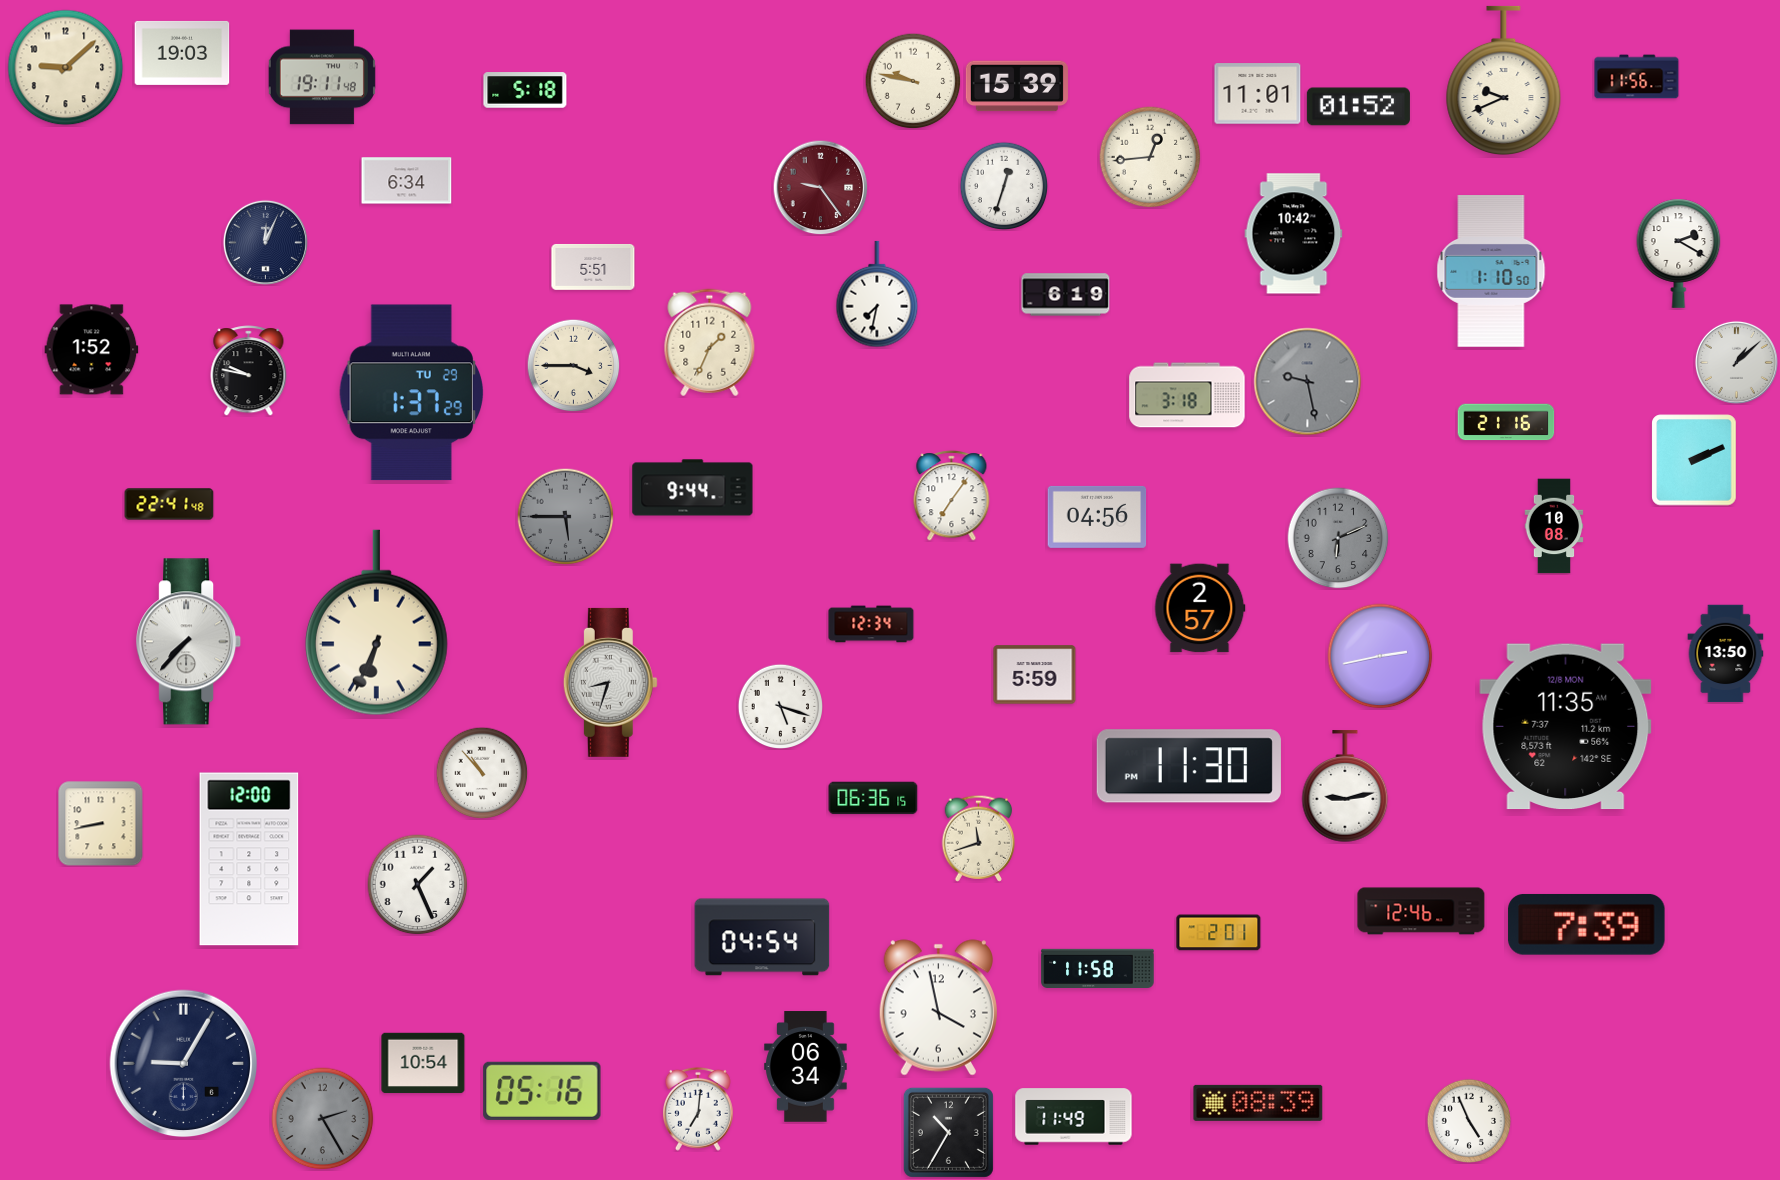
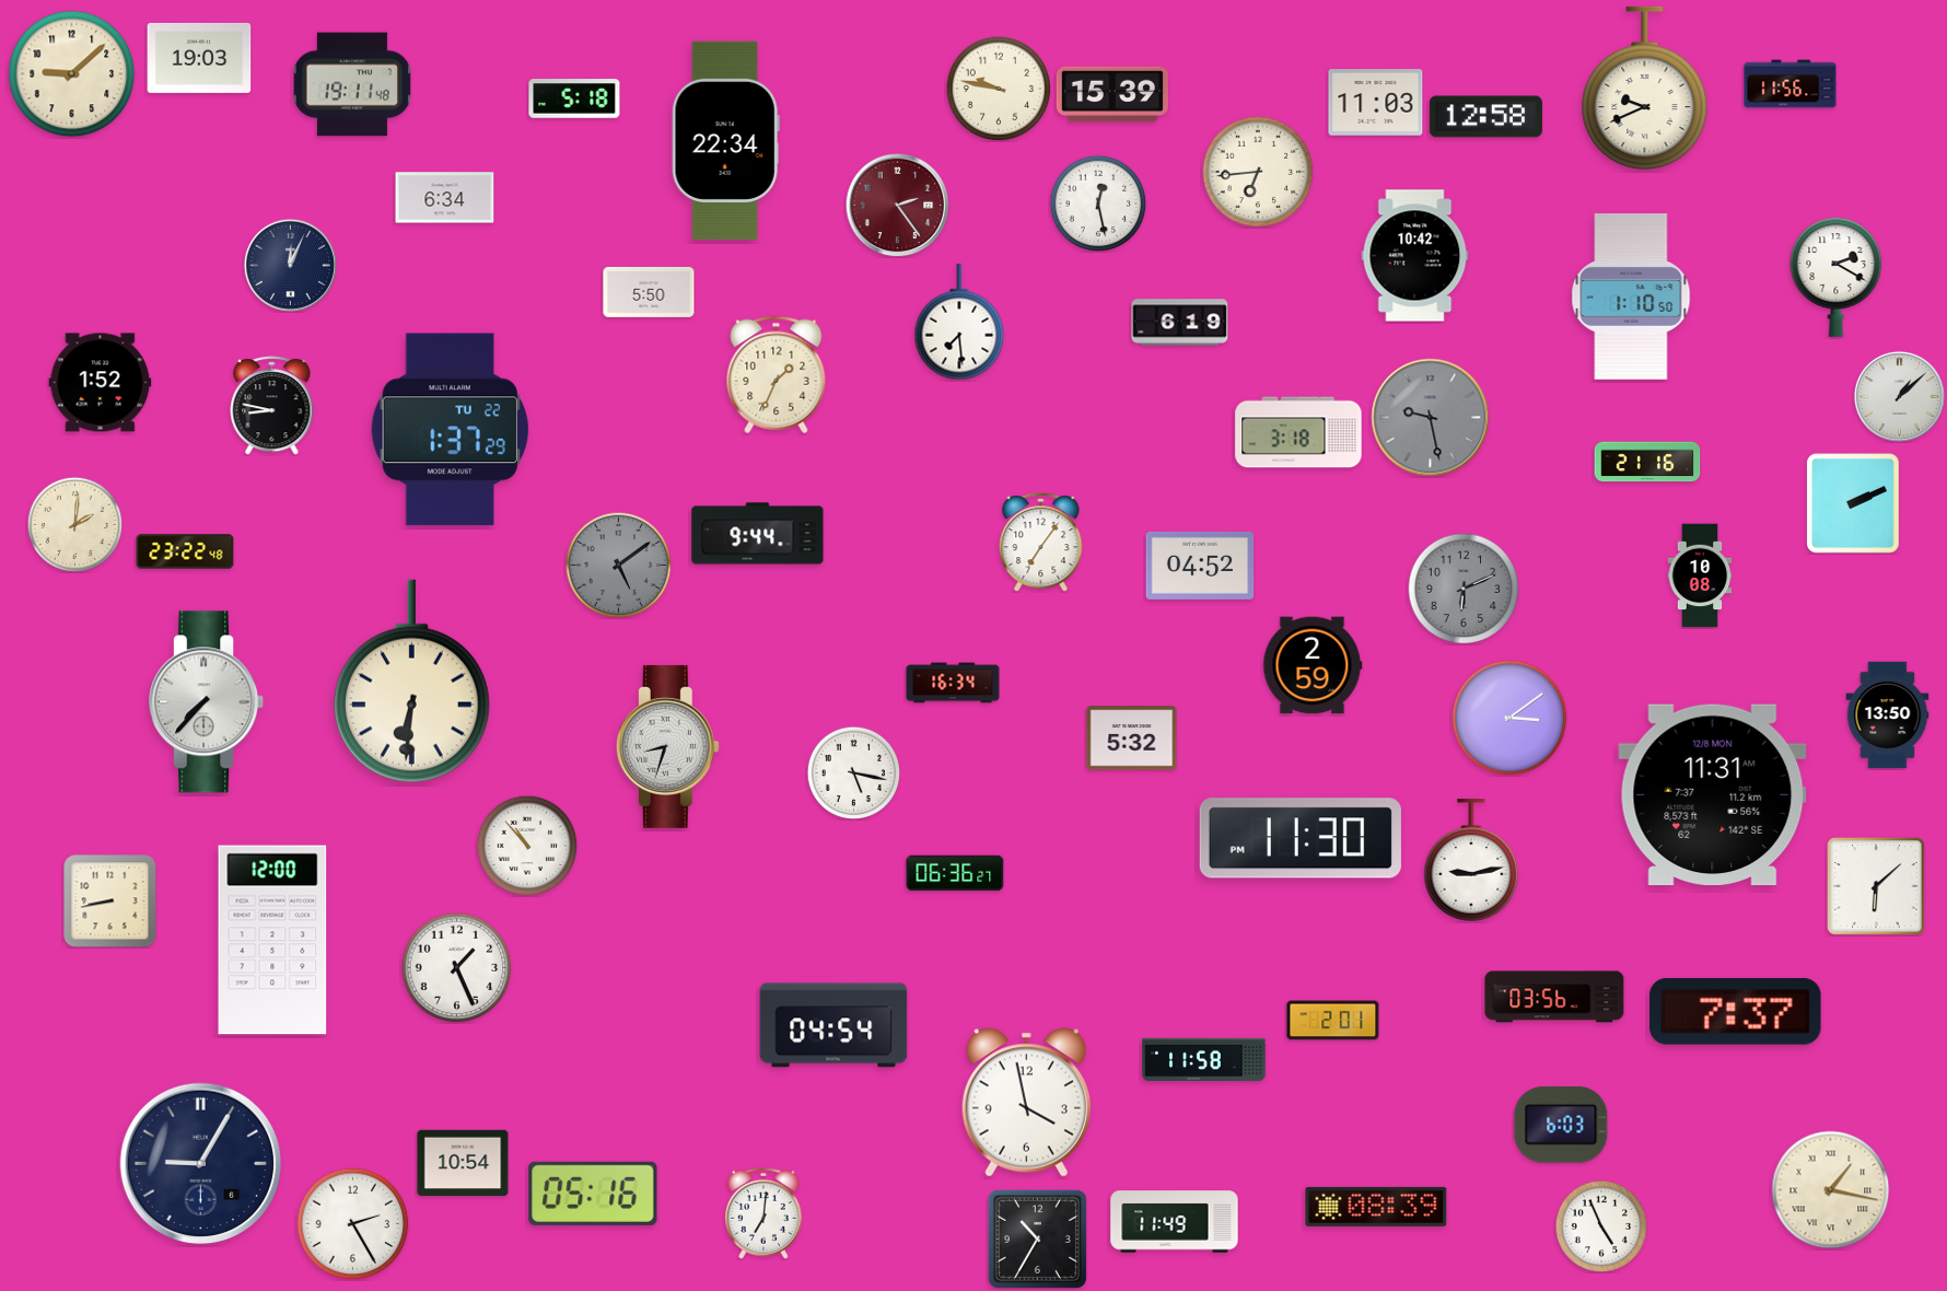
clock at (1258, 94): 11:01 -> 11:03
clock at (1358, 107): 01:52 -> 12:58
clock at (725, 141): none -> 22:34
clock at (1150, 157): 12:44 -> 6:44
clock at (1004, 186): 12:33 -> 12:28
clock at (820, 187): 9:24 -> 2:24
clock at (593, 267): 5:51 -> 5:50
clock at (877, 294): 7:32 -> 7:29
clock at (1066, 295) position: (1066, 295) -> (1180, 323)
clock at (573, 365): 3:45 -> none
clock at (249, 371): 9:47 -> 8:47
clock at (411, 393) date: TU 29 -> TU 22
clock at (74, 524): none -> 2:01
clock at (169, 504): 22:41 -> 23:22
clock at (565, 516): 5:45 -> 5:09
clock at (1097, 517): 04:56 -> 04:52
clock at (1200, 608): 2:57 -> 2:59
clock at (376, 623): 6:34 -> 6:31
clock at (871, 624): 12:34 -> 16:34
clock at (1380, 656): 2:43 -> 3:09
clock at (1035, 675): 5:59 -> 5:32
clock at (780, 706): 5:18 -> 5:17
clock at (1566, 727): 11:35 -> 11:31
clock at (873, 798): 06:36:15 -> 06:36:27
clock at (1876, 886): none -> 6:08
clock at (979, 838): 11:42 -> none
clock at (1421, 911): 12:46 -> 03:56
clock at (1587, 925): 7:39 -> 7:37
clock at (1098, 968) position: (1098, 968) -> (1204, 1059)
clock at (1561, 1125): none -> 6:03
clock at (806, 1067): 06:34 -> none
clock at (1831, 1190): none -> 1:17
clock at (323, 1119) dial: grey -> white
clock at (1468, 1120) position: (1468, 1120) -> (1600, 1225)
